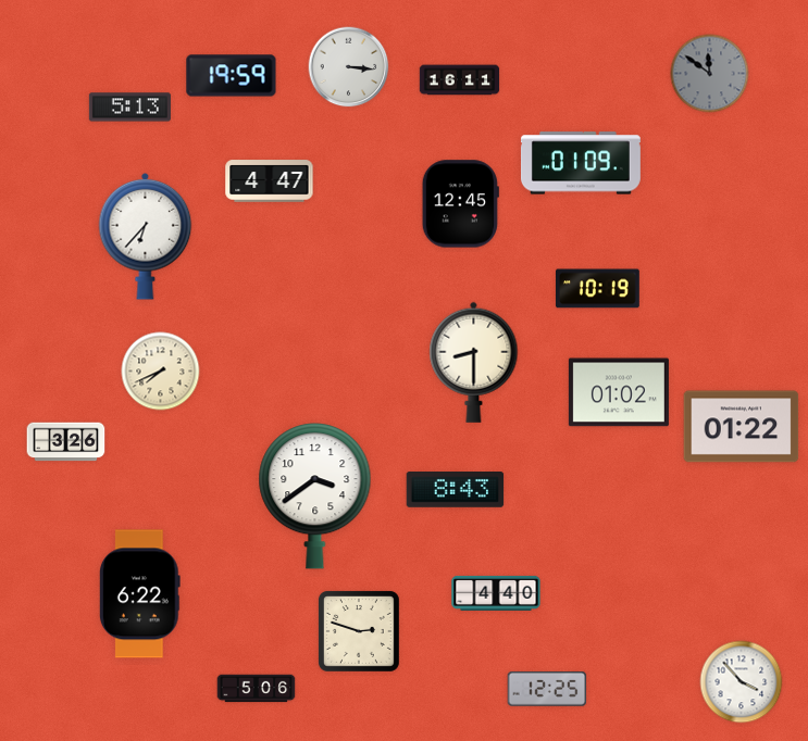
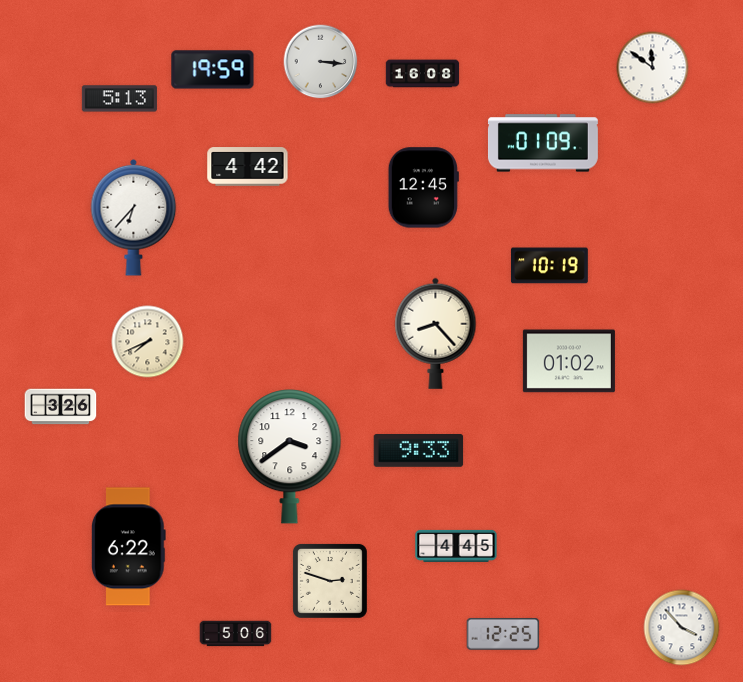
clock at (710, 74) dial: grey -> white
clock at (460, 80): 16:11 -> 16:08
clock at (581, 163) position: (581, 163) -> (543, 143)
clock at (270, 181): 4:47 -> 4:42
clock at (474, 362): 8:30 -> 8:23
clock at (742, 427): 01:22 -> none
clock at (456, 490): 8:43 -> 9:33
clock at (496, 593): 4:40 -> 4:45
